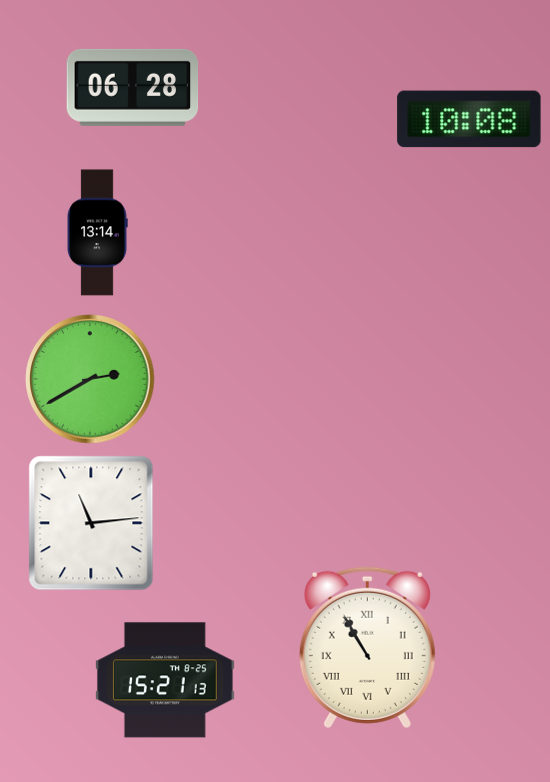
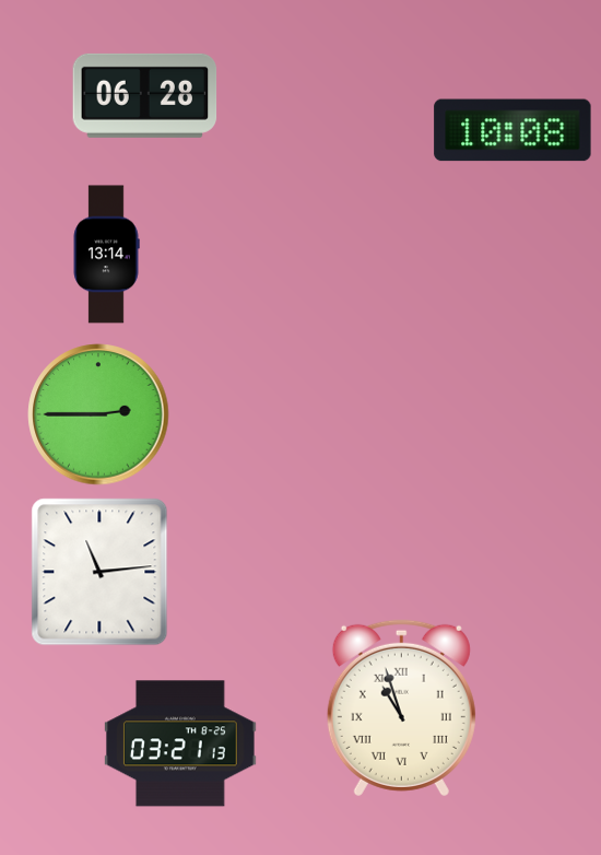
clock at (90, 379): 2:40 -> 2:45
clock at (367, 647): 10:55 -> 10:57
clock at (166, 680): 15:21 -> 03:21
